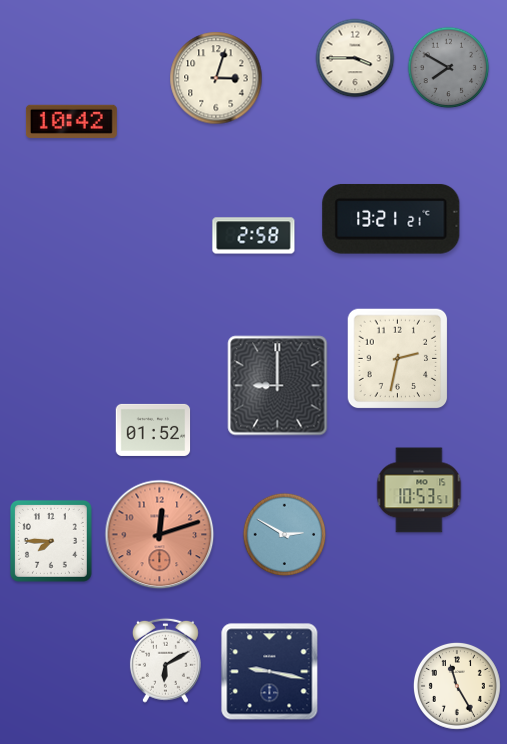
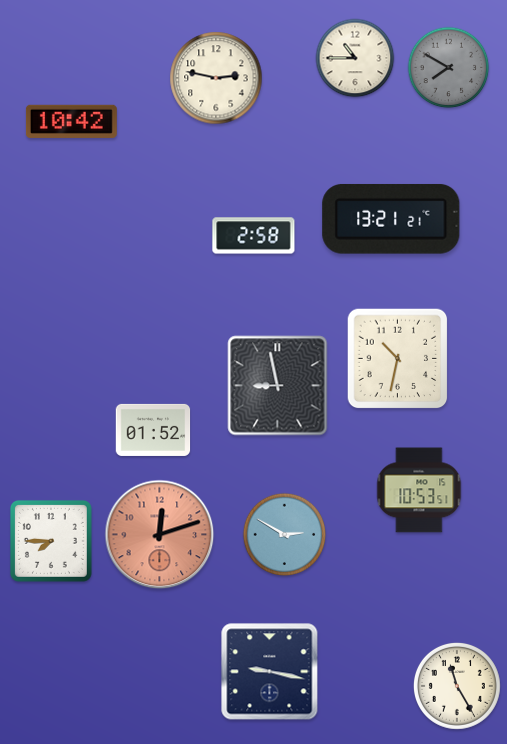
clock at (355, 58): 3:45 -> 10:45
clock at (216, 78): 3:03 -> 2:47
clock at (398, 359): 2:32 -> 10:32
clock at (278, 386): 9:00 -> 8:58
clock at (165, 660): 6:10 -> none
